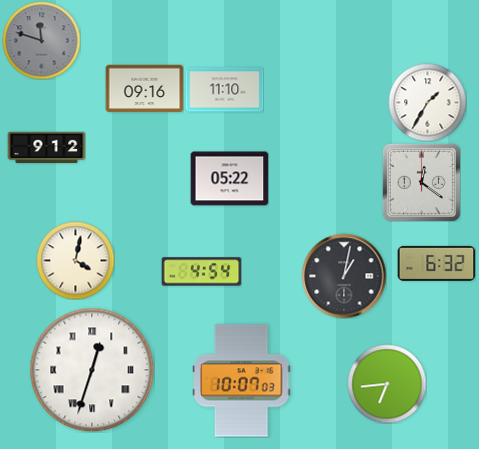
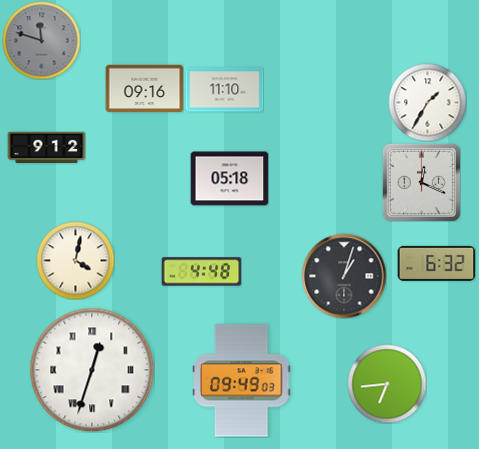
clock at (229, 179): 05:22 -> 05:18
clock at (421, 182): 12:21 -> 12:19
clock at (201, 272): 4:54 -> 4:48
clock at (344, 276): 1:02 -> 1:03
clock at (242, 381): 10:07 -> 09:49
